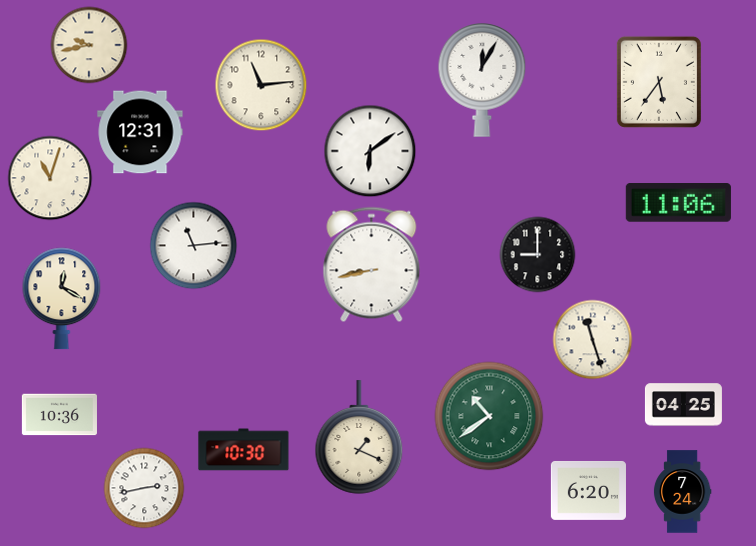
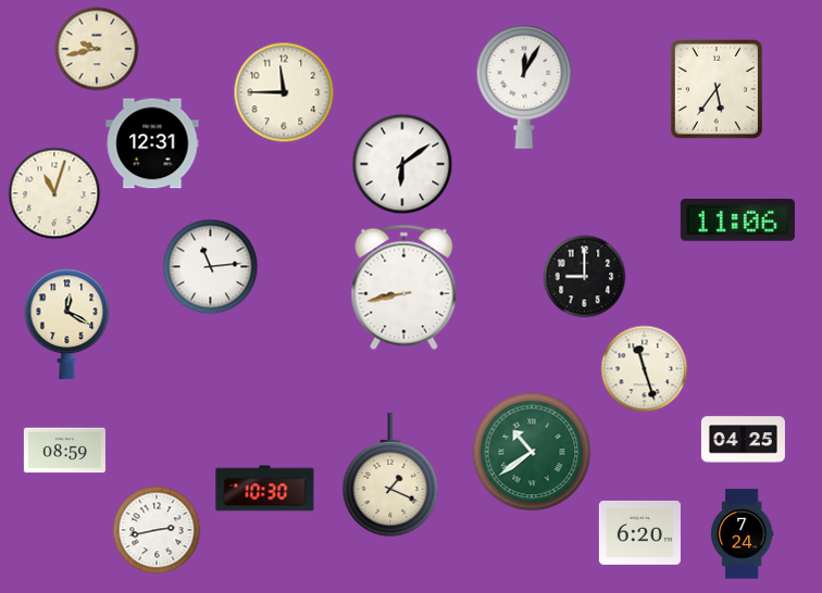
clock at (261, 85): 11:14 -> 11:45
clock at (59, 415): 10:36 -> 08:59
